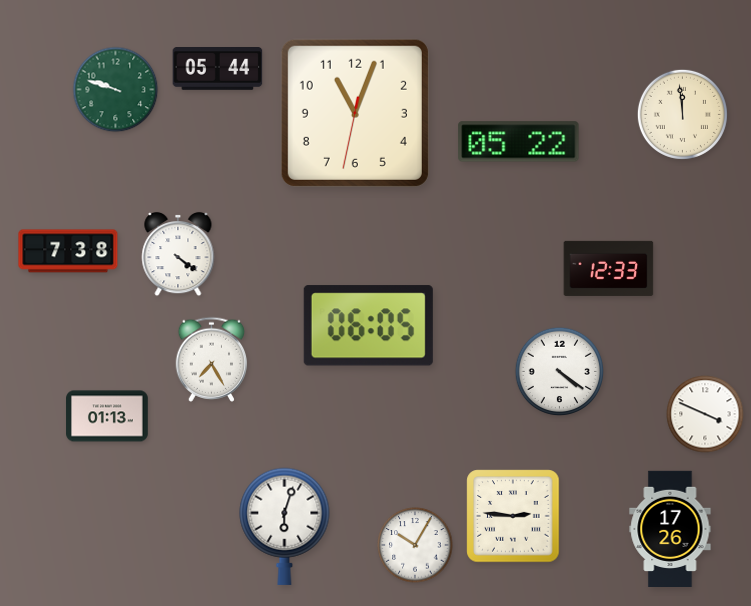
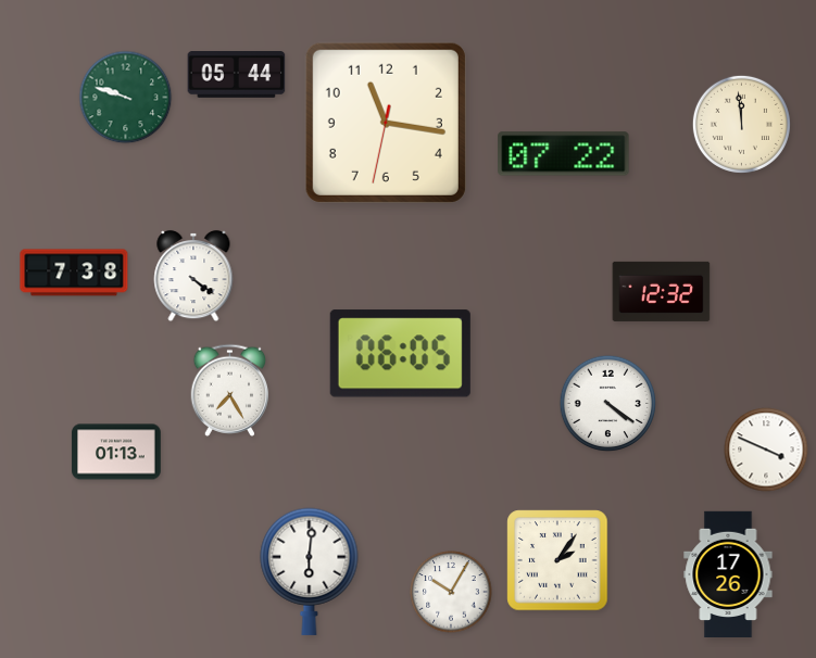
clock at (355, 113): 11:03 -> 11:16
clock at (519, 142): 05:22 -> 07:22
clock at (609, 268): 12:33 -> 12:32
clock at (513, 516): 2:46 -> 2:06
clock at (285, 526): 6:03 -> 6:01
